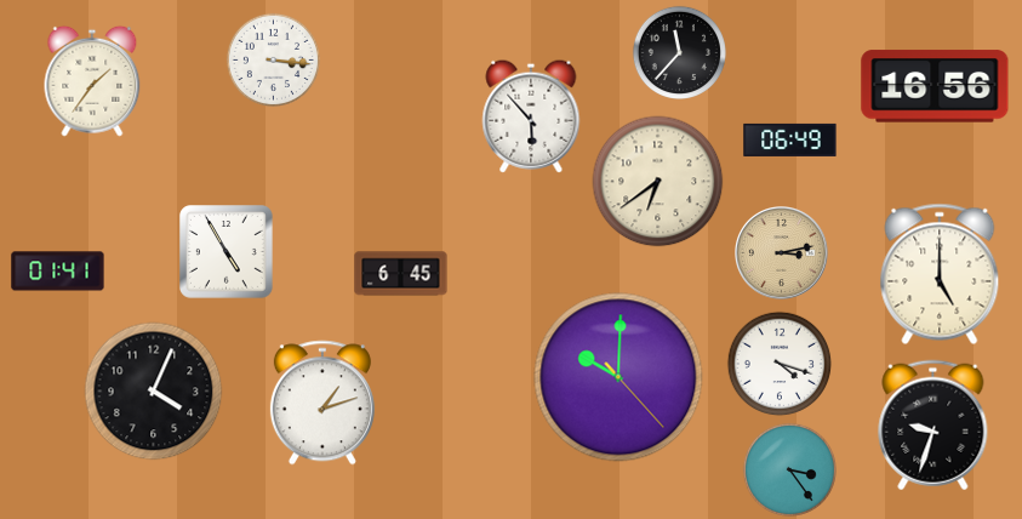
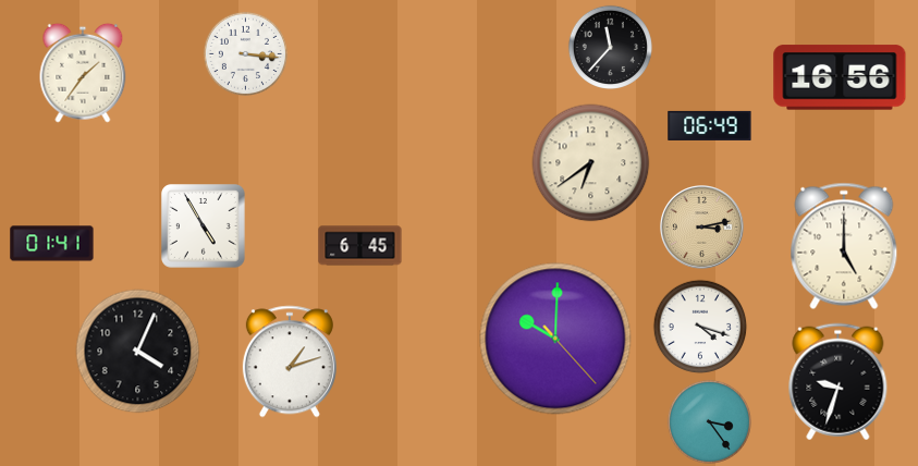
clock at (531, 116): 5:53 -> none
